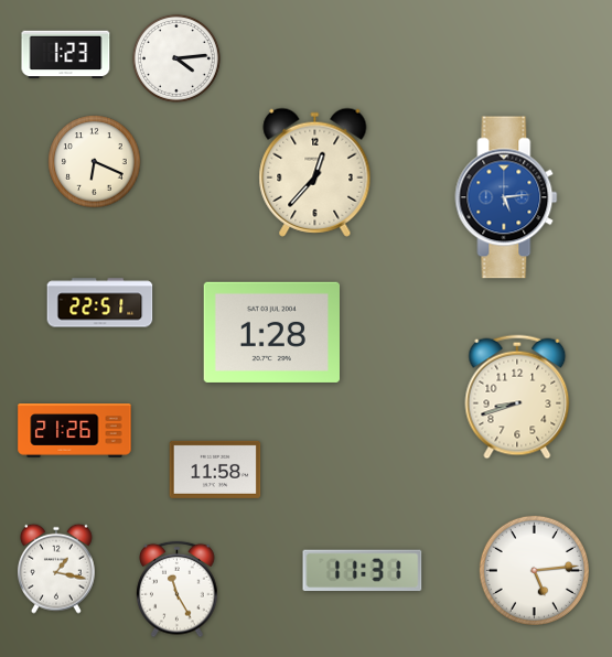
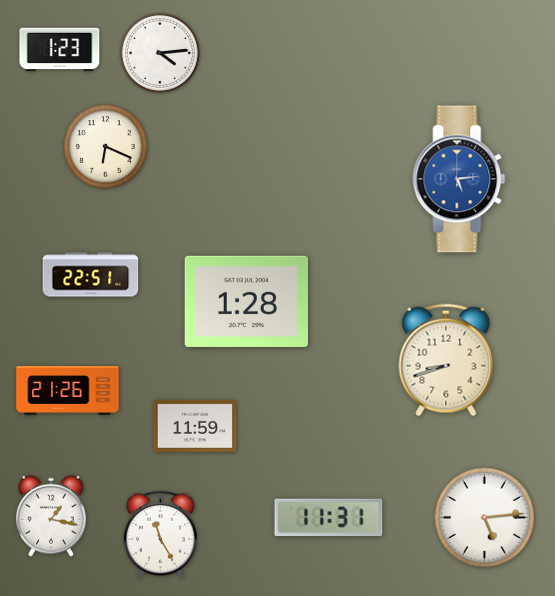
clock at (95, 162) position: (95, 162) -> (106, 147)
clock at (315, 172): 12:37 -> none
clock at (517, 397) position: (517, 397) -> (446, 360)
clock at (215, 470): 11:58 -> 11:59
